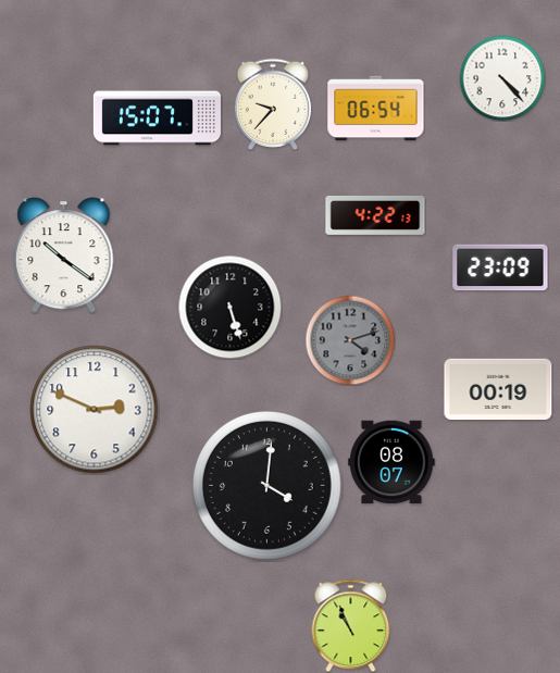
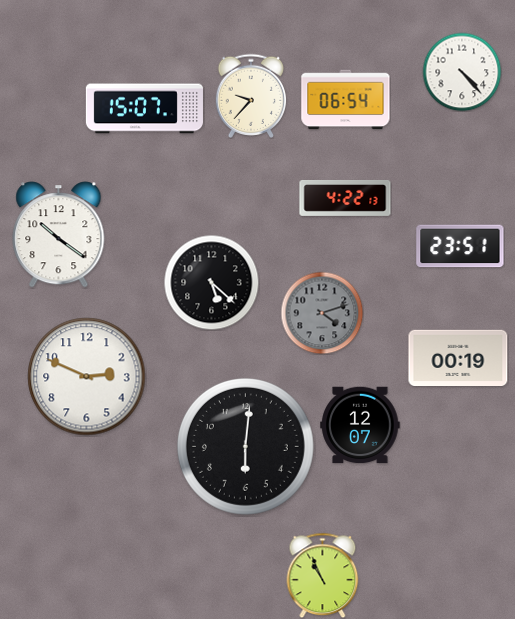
clock at (500, 267): 23:09 -> 23:51
clock at (229, 307): 5:27 -> 5:22
clock at (391, 462): 08:07 -> 12:07
clock at (266, 485): 4:01 -> 6:01
